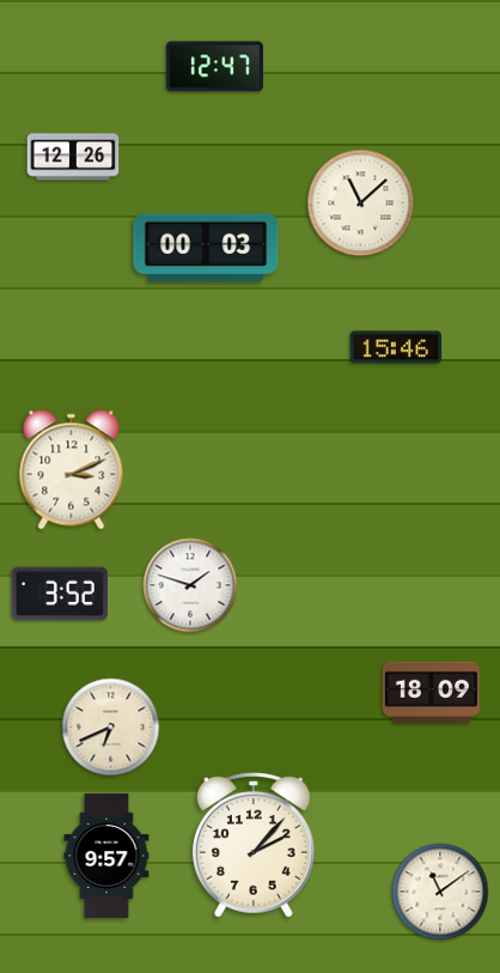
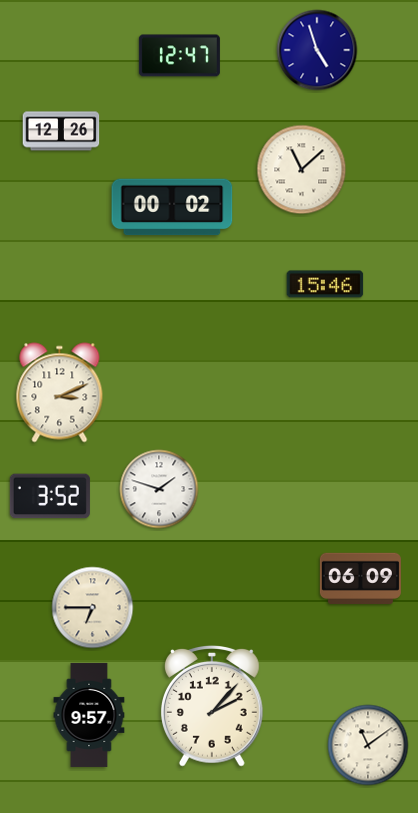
clock at (317, 50): none -> 4:57
clock at (206, 248): 00:03 -> 00:02
clock at (396, 347) position: (396, 347) -> (325, 284)
clock at (431, 692): 18:09 -> 06:09
clock at (111, 728): 6:41 -> 6:45
